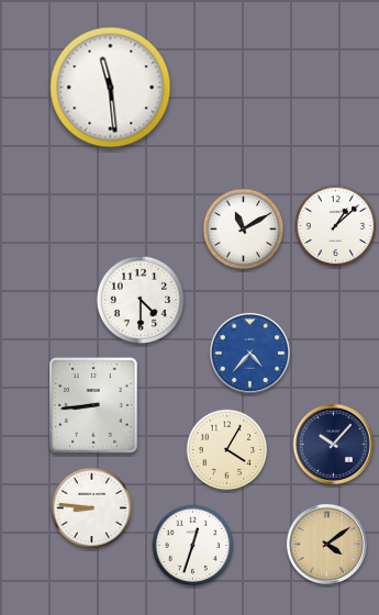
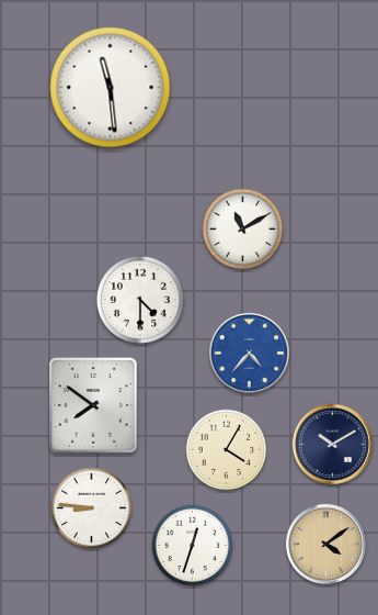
clock at (336, 226): 1:08 -> none
clock at (93, 405): 8:44 -> 7:51
clock at (333, 444): 10:07 -> 10:10
